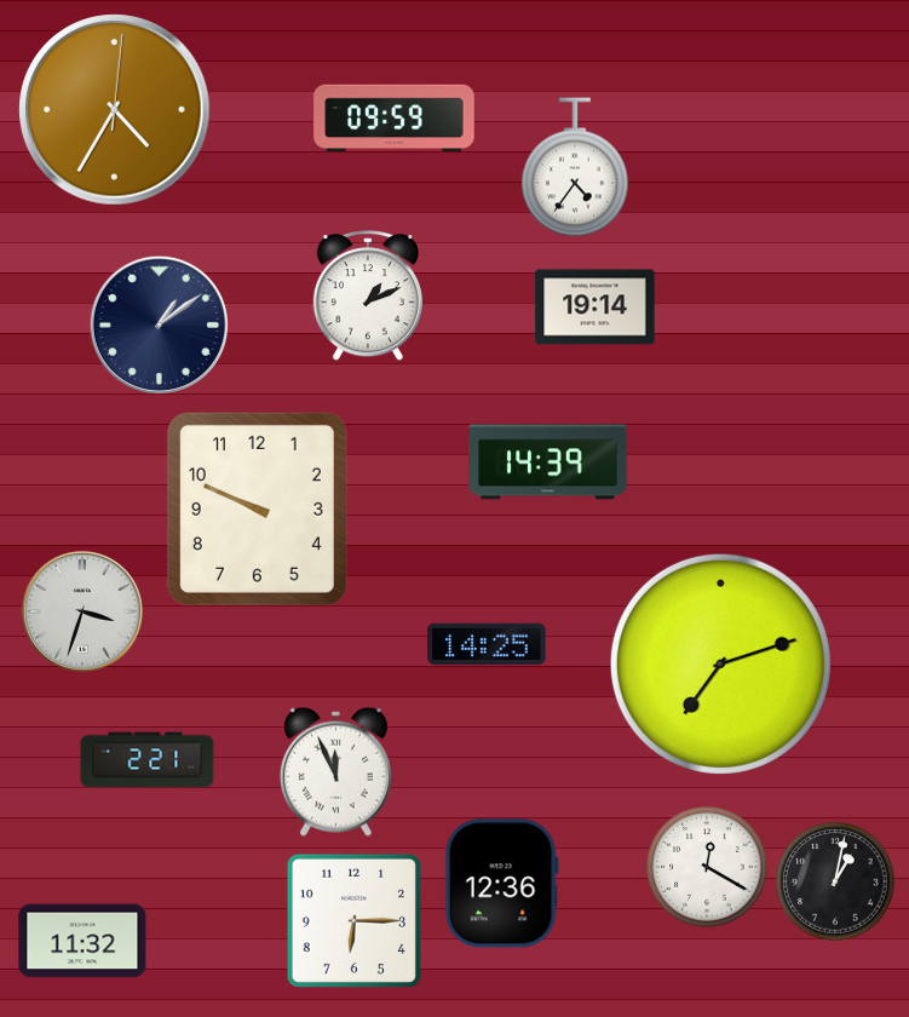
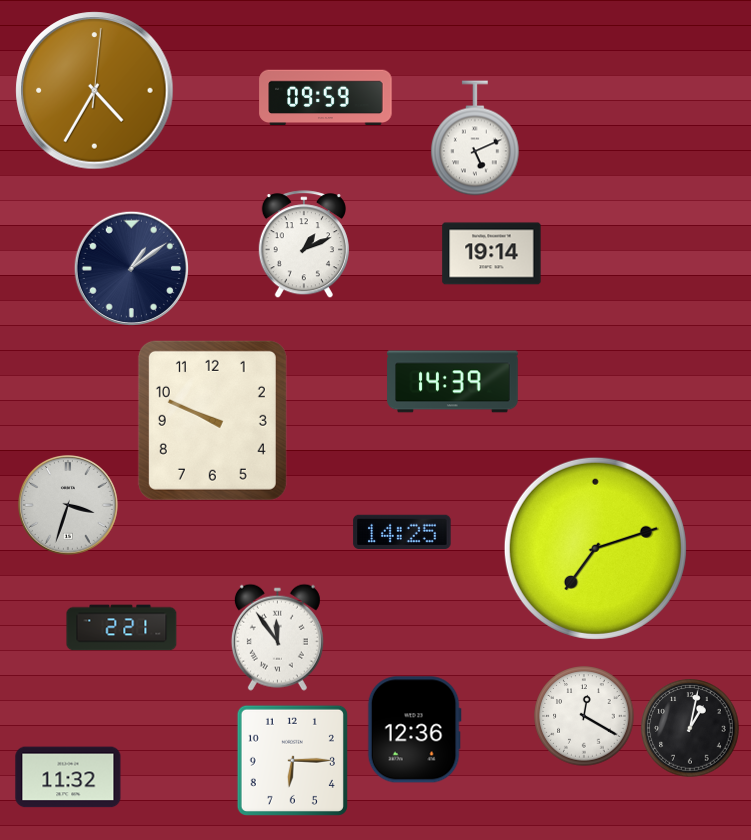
clock at (576, 167): 4:36 -> 5:11
clock at (335, 771): 11:56 -> 11:54
